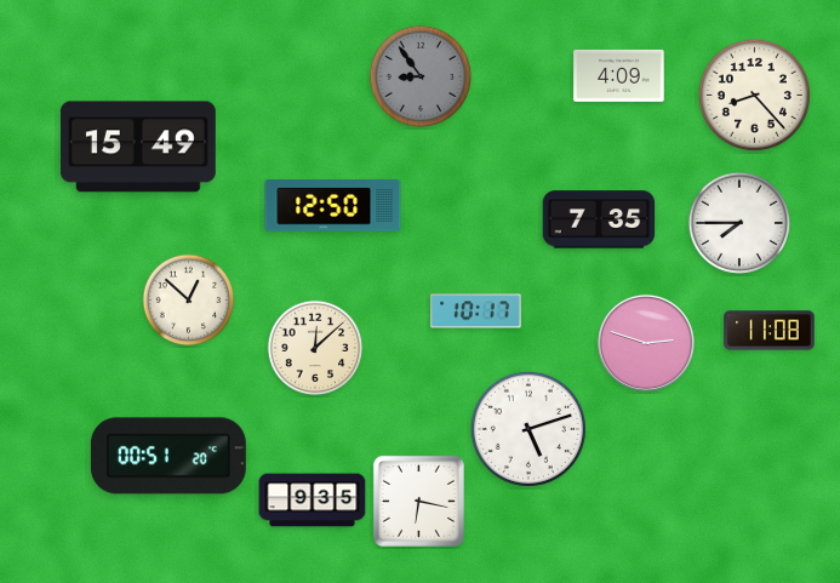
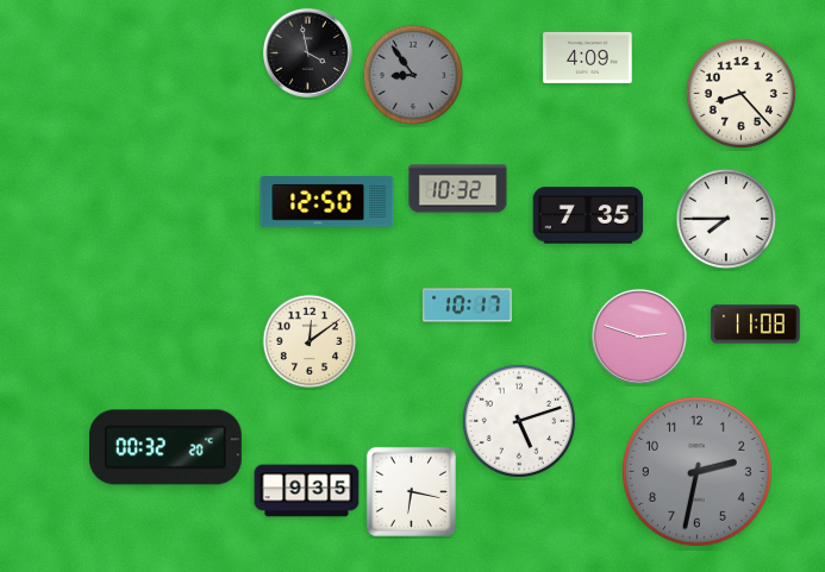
clock at (307, 52): none -> 3:58
clock at (619, 75) position: (619, 75) -> (588, 57)
clock at (138, 147): 15:49 -> none
clock at (458, 189): none -> 10:32
clock at (189, 301): 12:52 -> none
clock at (646, 343) position: (646, 343) -> (639, 337)
clock at (315, 348): 12:08 -> 12:09
clock at (168, 456): 00:51 -> 00:32
clock at (696, 471): none -> 2:32
